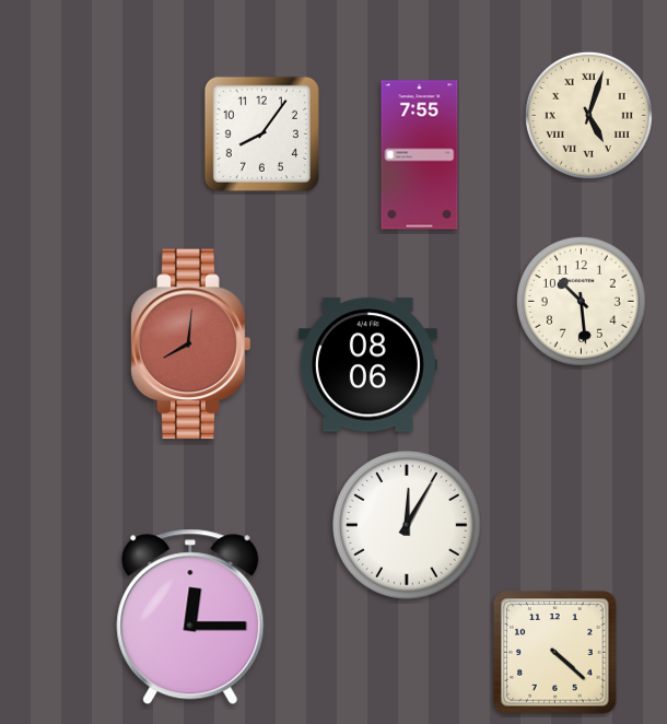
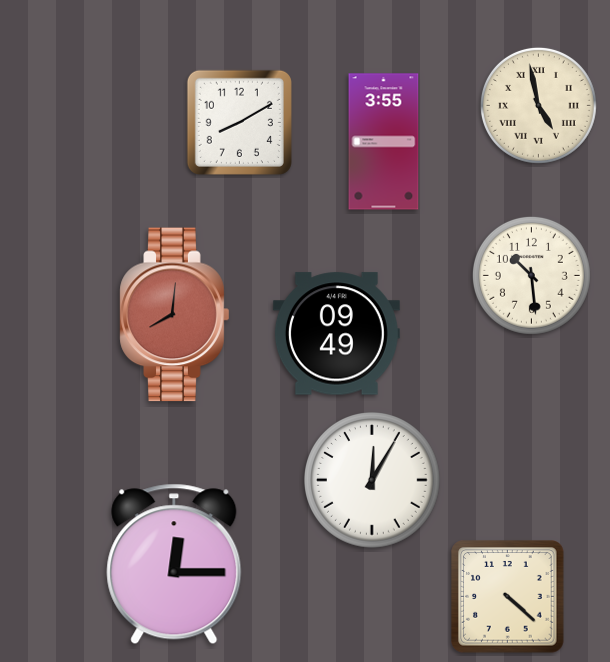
clock at (588, 115): 5:03 -> 4:58
clock at (261, 133): 8:06 -> 8:10
clock at (420, 155): 7:55 -> 3:55
clock at (367, 365): 08:06 -> 09:49
